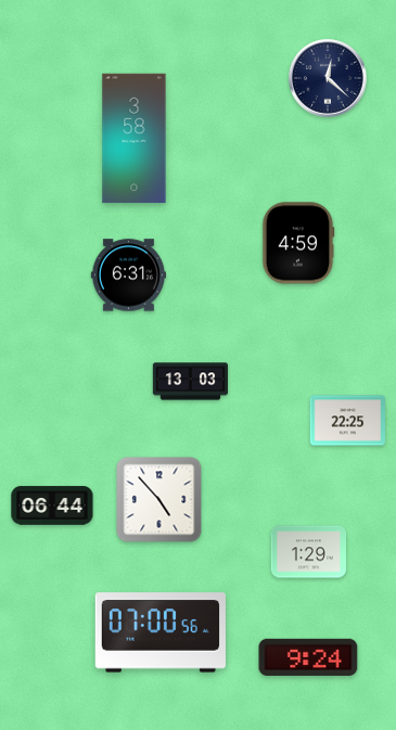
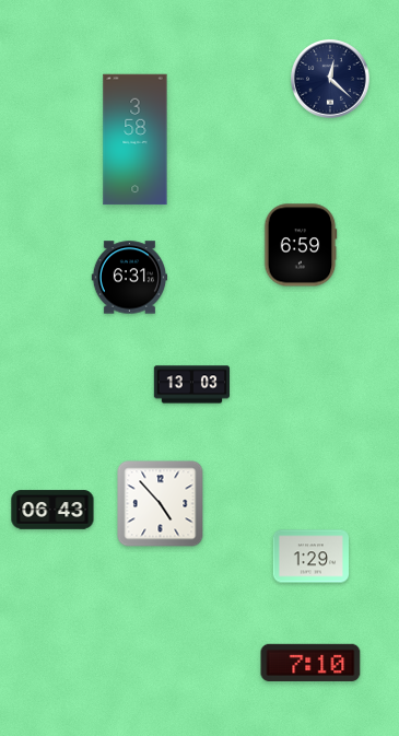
clock at (298, 243): 4:59 -> 6:59
clock at (347, 421): 22:25 -> none
clock at (52, 505): 06:44 -> 06:43
clock at (161, 632): 07:00 -> none
clock at (308, 657): 9:24 -> 7:10
